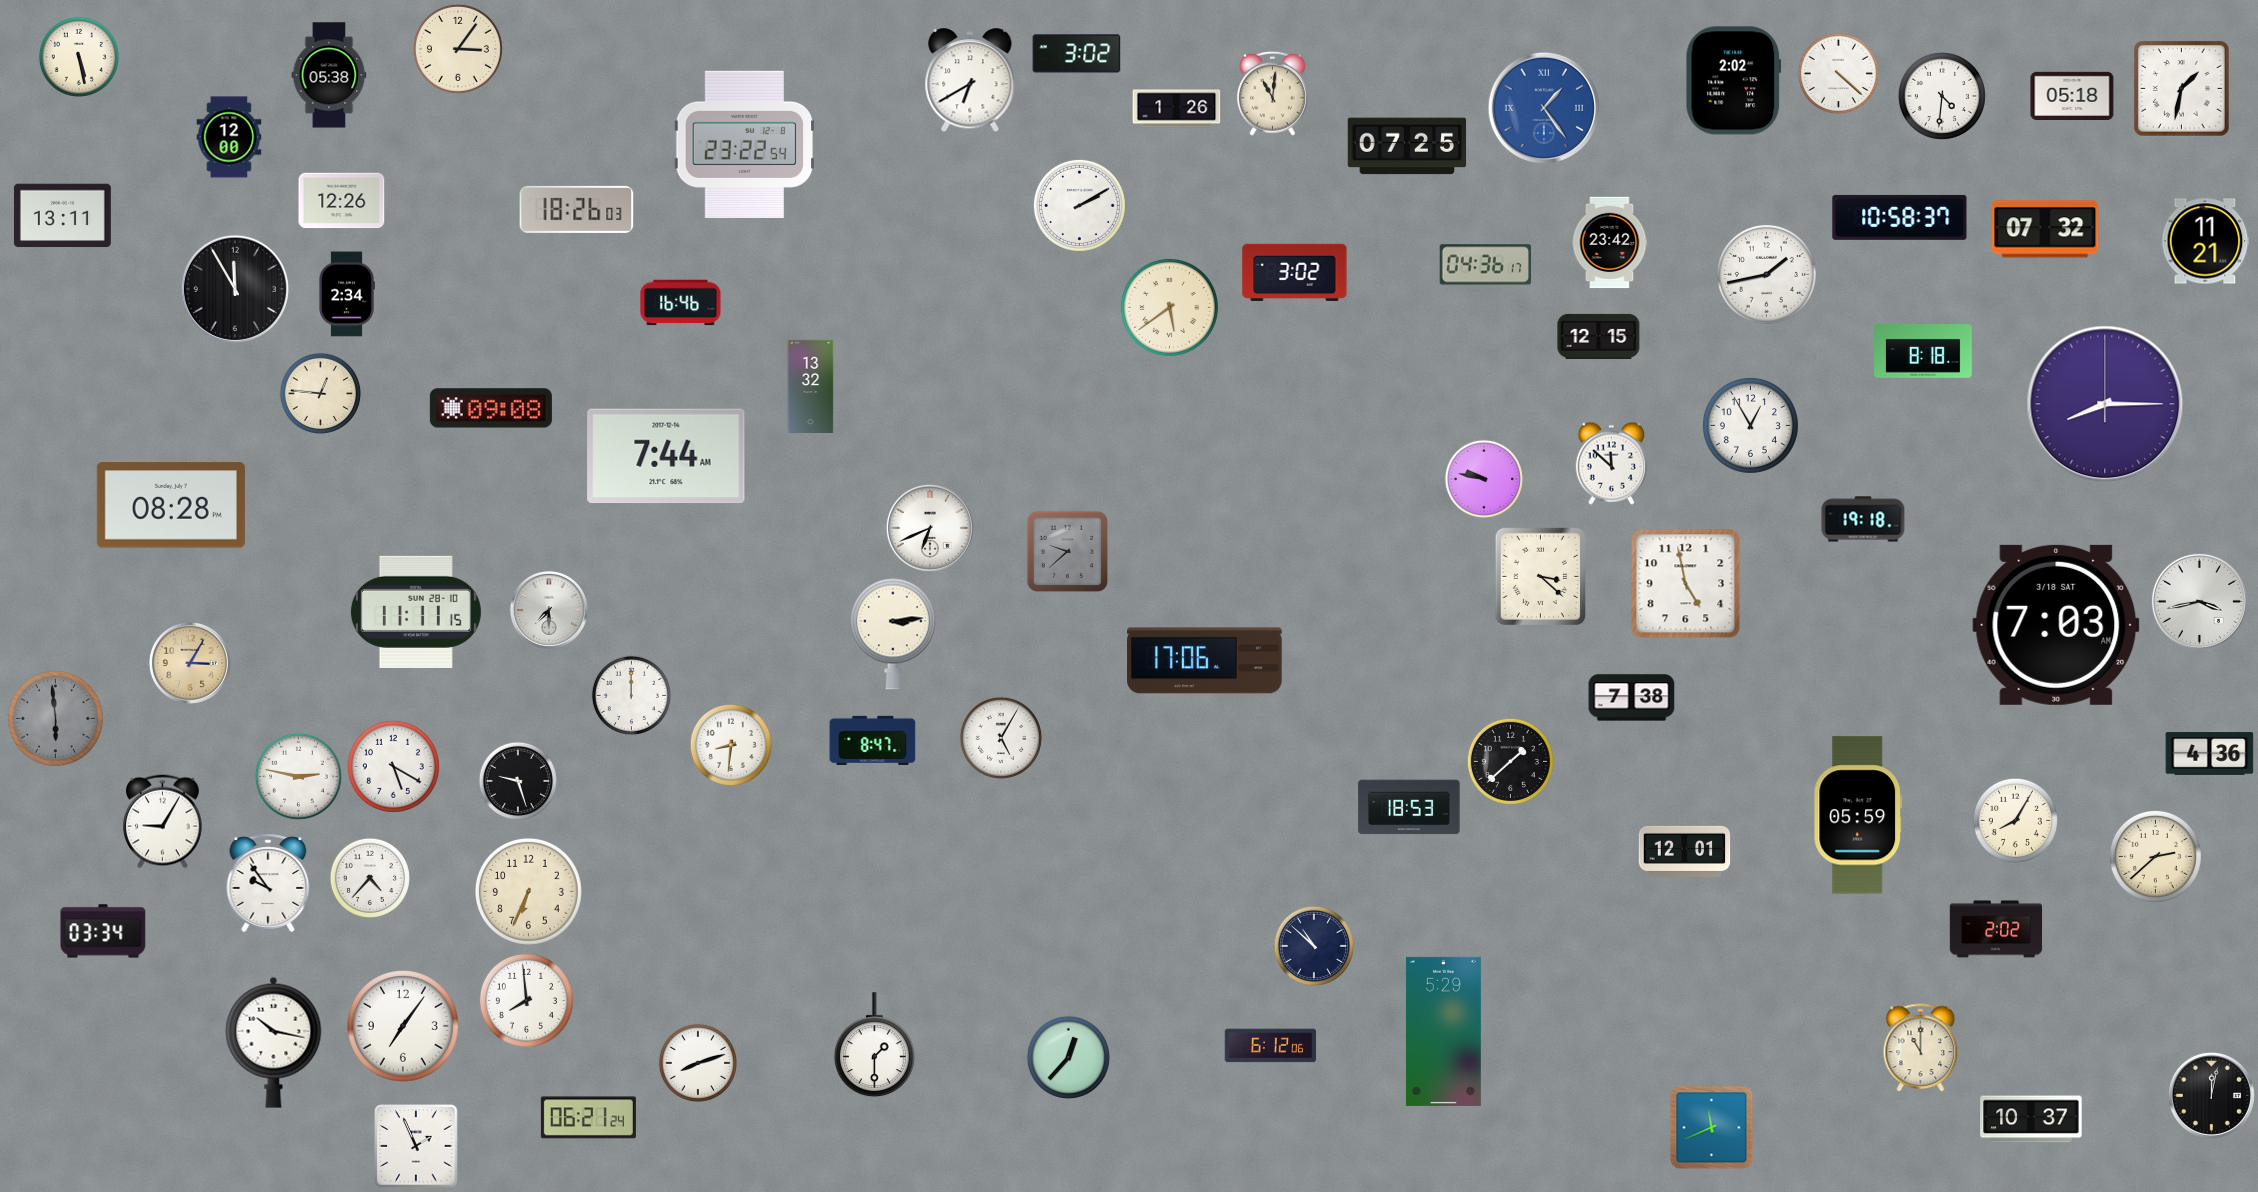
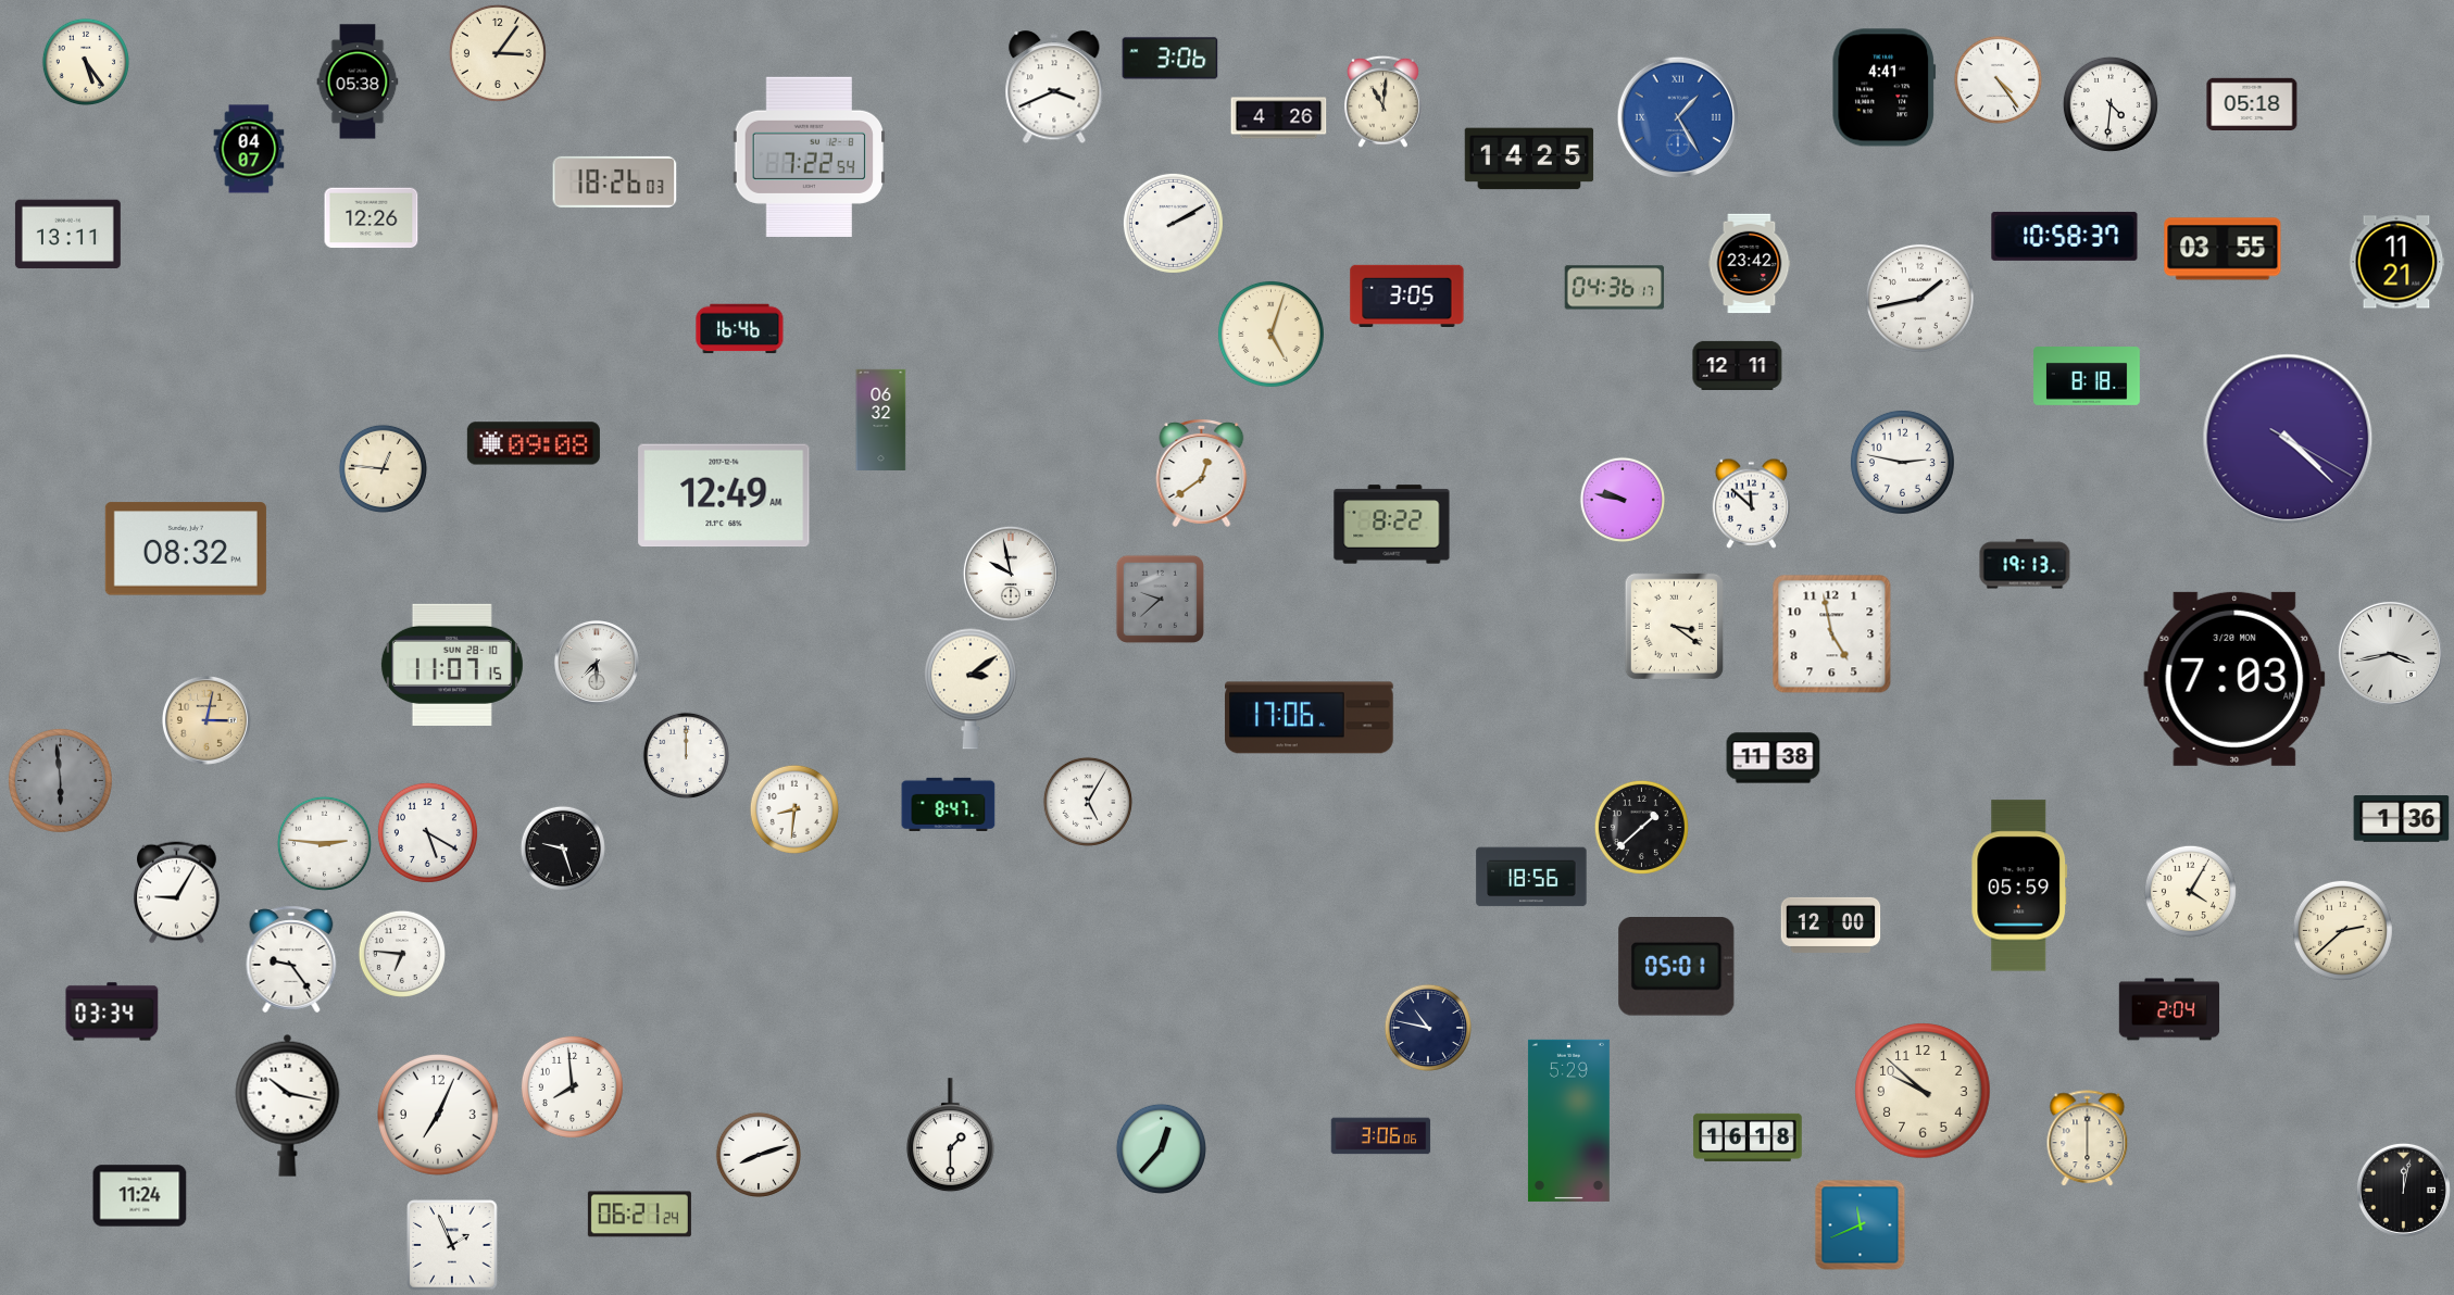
clock at (1077, 54): 3:02 -> 3:06
clock at (79, 57): 5:28 -> 5:24
clock at (1838, 73): 4:22 -> 4:24
clock at (970, 81): 6:40 -> 3:41
clock at (1734, 81): 2:02 -> 4:41
clock at (2182, 89): 1:32 -> none
clock at (1543, 107): 1:24 -> 1:25
clock at (1177, 109): 1:26 -> 4:26
clock at (229, 137): 12:00 -> 04:07
clock at (744, 144): 23:22 -> 7:22
clock at (1407, 146): 07:25 -> 14:25
clock at (577, 209) position: (577, 209) -> (615, 181)
clock at (2045, 229): 07:32 -> 03:55
clock at (1295, 272): 3:02 -> 3:05
clock at (234, 288): 11:55 -> none
clock at (347, 294): 2:34 -> none
clock at (1169, 307): 5:39 -> 5:03
clock at (1599, 336): 12:15 -> 12:11
clock at (1924, 352) position: (1924, 352) -> (2088, 377)
clock at (811, 386): 13:32 -> 06:32
clock at (320, 393) position: (320, 393) -> (383, 468)
clock at (2105, 404): 8:15 -> 4:22
clock at (1750, 425): 12:55 -> 2:47
clock at (1202, 474): none -> 12:39
clock at (666, 456): 7:44 -> 12:49
clock at (1483, 478) position: (1483, 478) -> (1622, 499)
clock at (1392, 525): none -> 8:22
clock at (171, 505): 08:28 -> 08:32
clock at (1863, 519): 19:18 -> 19:13
clock at (930, 528): 6:41 -> 9:58
clock at (1540, 576): 3:22 -> 3:21
clock at (416, 612): 11:11 -> 11:07
clock at (2056, 625) date: 3/18 SAT -> 3/20 MON
clock at (893, 634): 3:14 -> 3:09
clock at (190, 663): 3:05 -> 3:02
clock at (1632, 698): 7:38 -> 11:38
clock at (2210, 754): 4:36 -> 1:36
clock at (298, 776): 2:47 -> 2:46
clock at (1409, 807): 18:53 -> 18:56
clock at (2015, 820): 8:05 -> 4:05
clock at (1685, 851): 12:01 -> 12:00
clock at (370, 878): 4:37 -> 6:46
clock at (268, 883): 9:54 -> 9:24
clock at (1677, 967): none -> 05:01
clock at (528, 891): 6:34 -> none
clock at (1996, 929): 2:02 -> 2:04
clock at (1314, 946): 10:52 -> 10:47
clock at (1923, 1091): none -> 9:52
clock at (404, 1027): 7:06 -> 7:04
clock at (274, 1042) position: (274, 1042) -> (288, 1105)
clock at (1271, 1046): 6:12 -> 3:06
clock at (1748, 1137): none -> 16:18
clock at (1921, 1047): 11:00 -> 6:00
clock at (140, 1196): none -> 11:24
clock at (2031, 1119): 10:37 -> none
